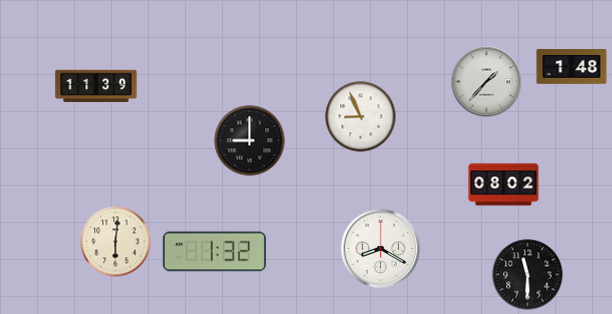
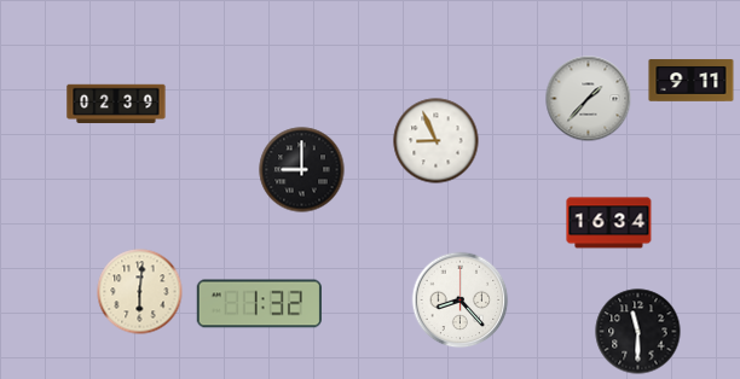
clock at (572, 67): 1:48 -> 9:11
clock at (96, 86): 11:39 -> 02:39
clock at (504, 185): 08:02 -> 16:34
clock at (381, 249): 8:20 -> 8:23
